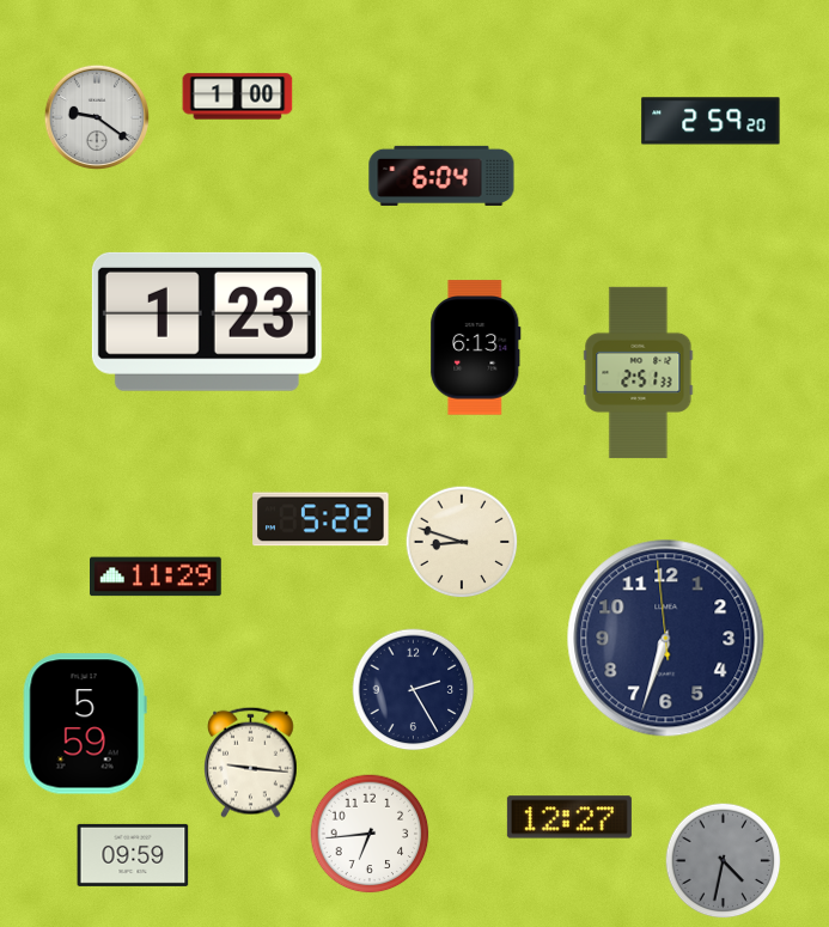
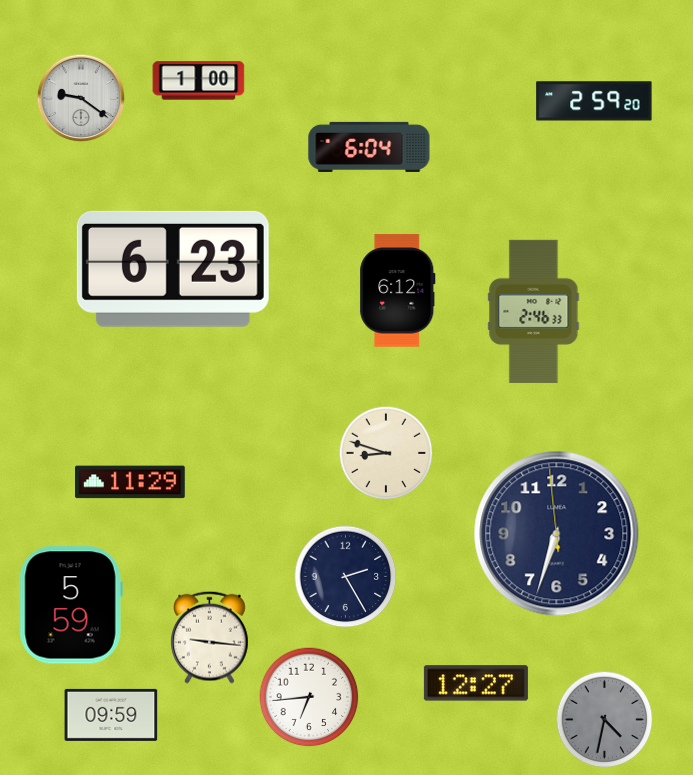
clock at (207, 322): 1:23 -> 6:23
clock at (476, 348): 6:13 -> 6:12
clock at (639, 372): 2:51 -> 2:46
clock at (321, 519): 5:22 -> none
